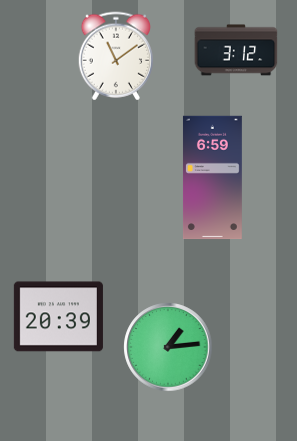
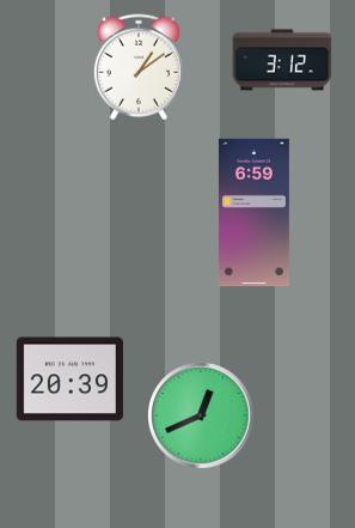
clock at (115, 56): 11:09 -> 1:09
clock at (168, 347): 1:14 -> 12:41
